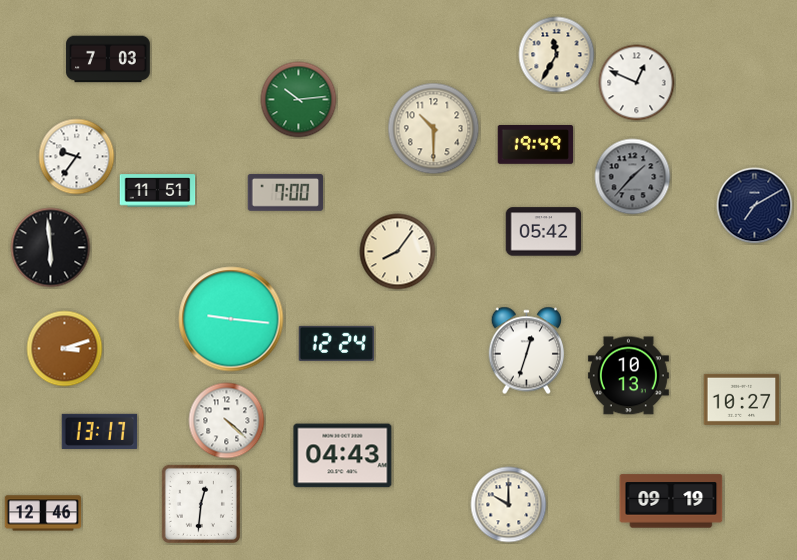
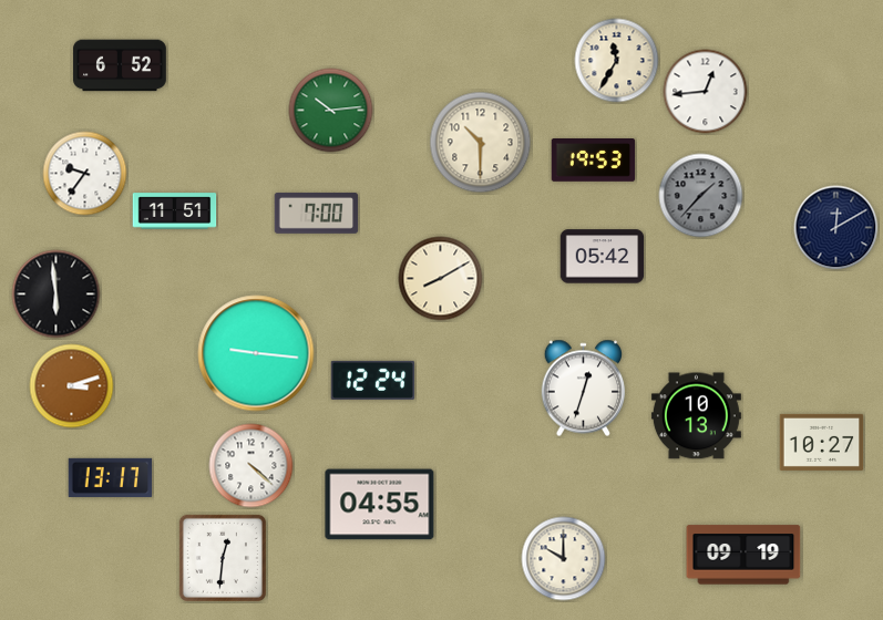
clock at (108, 59): 7:03 -> 6:52
clock at (637, 83): 12:49 -> 12:44
clock at (536, 145): 19:49 -> 19:53
clock at (755, 206): 7:10 -> 12:10
clock at (51, 248) position: (51, 248) -> (57, 294)
clock at (398, 252): 8:06 -> 8:10
clock at (343, 456): 04:43 -> 04:55
clock at (43, 513): 12:46 -> none
